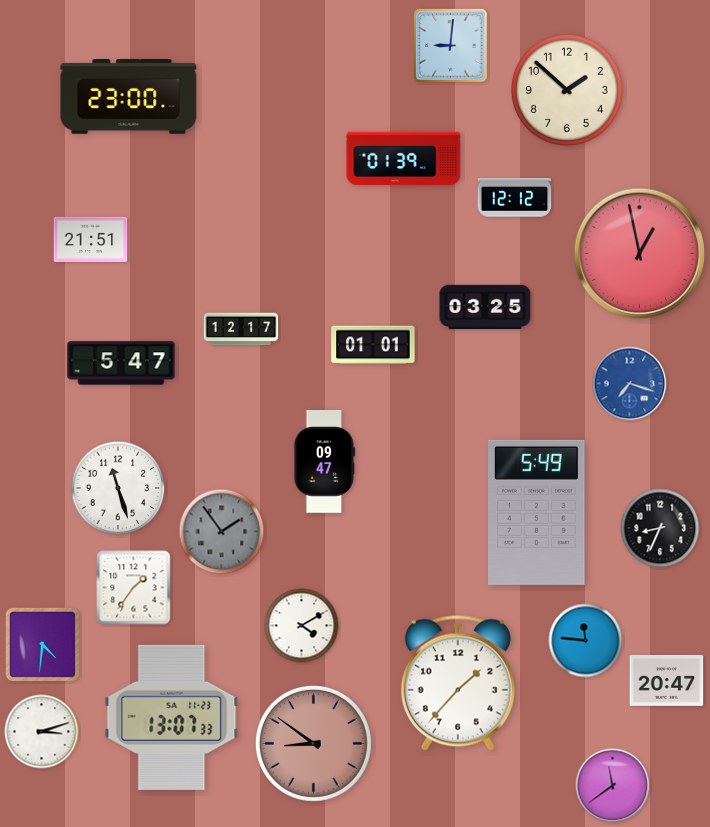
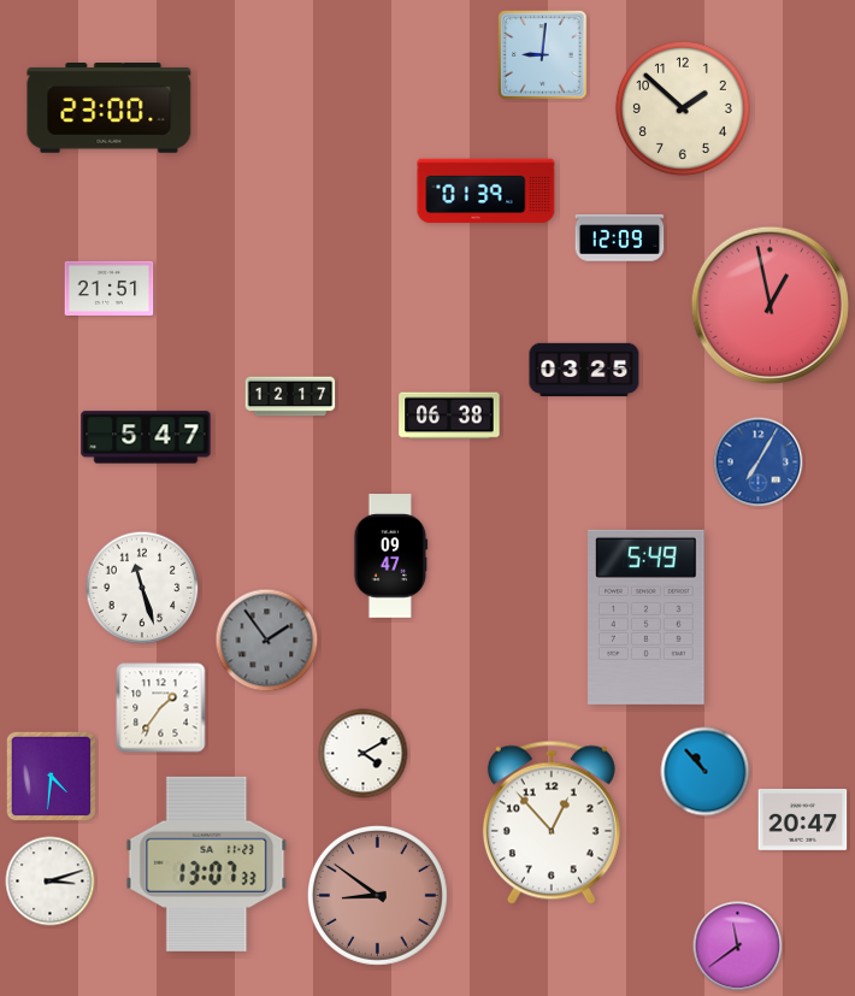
clock at (129, 97) position: (129, 97) -> (110, 108)
clock at (515, 198): 12:12 -> 12:09
clock at (373, 345): 01:01 -> 06:38
clock at (630, 384): 7:18 -> 7:05
clock at (660, 528): 8:34 -> none
clock at (586, 641): 11:46 -> 10:53
clock at (458, 683): 1:37 -> 12:53
